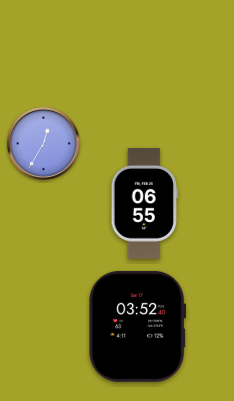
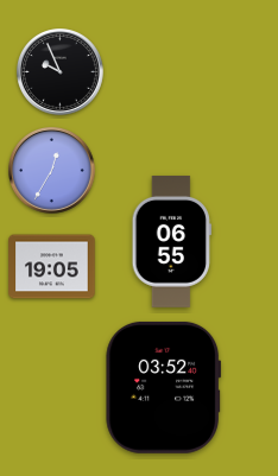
clock at (61, 72): none -> 9:56
clock at (52, 267): none -> 19:05
